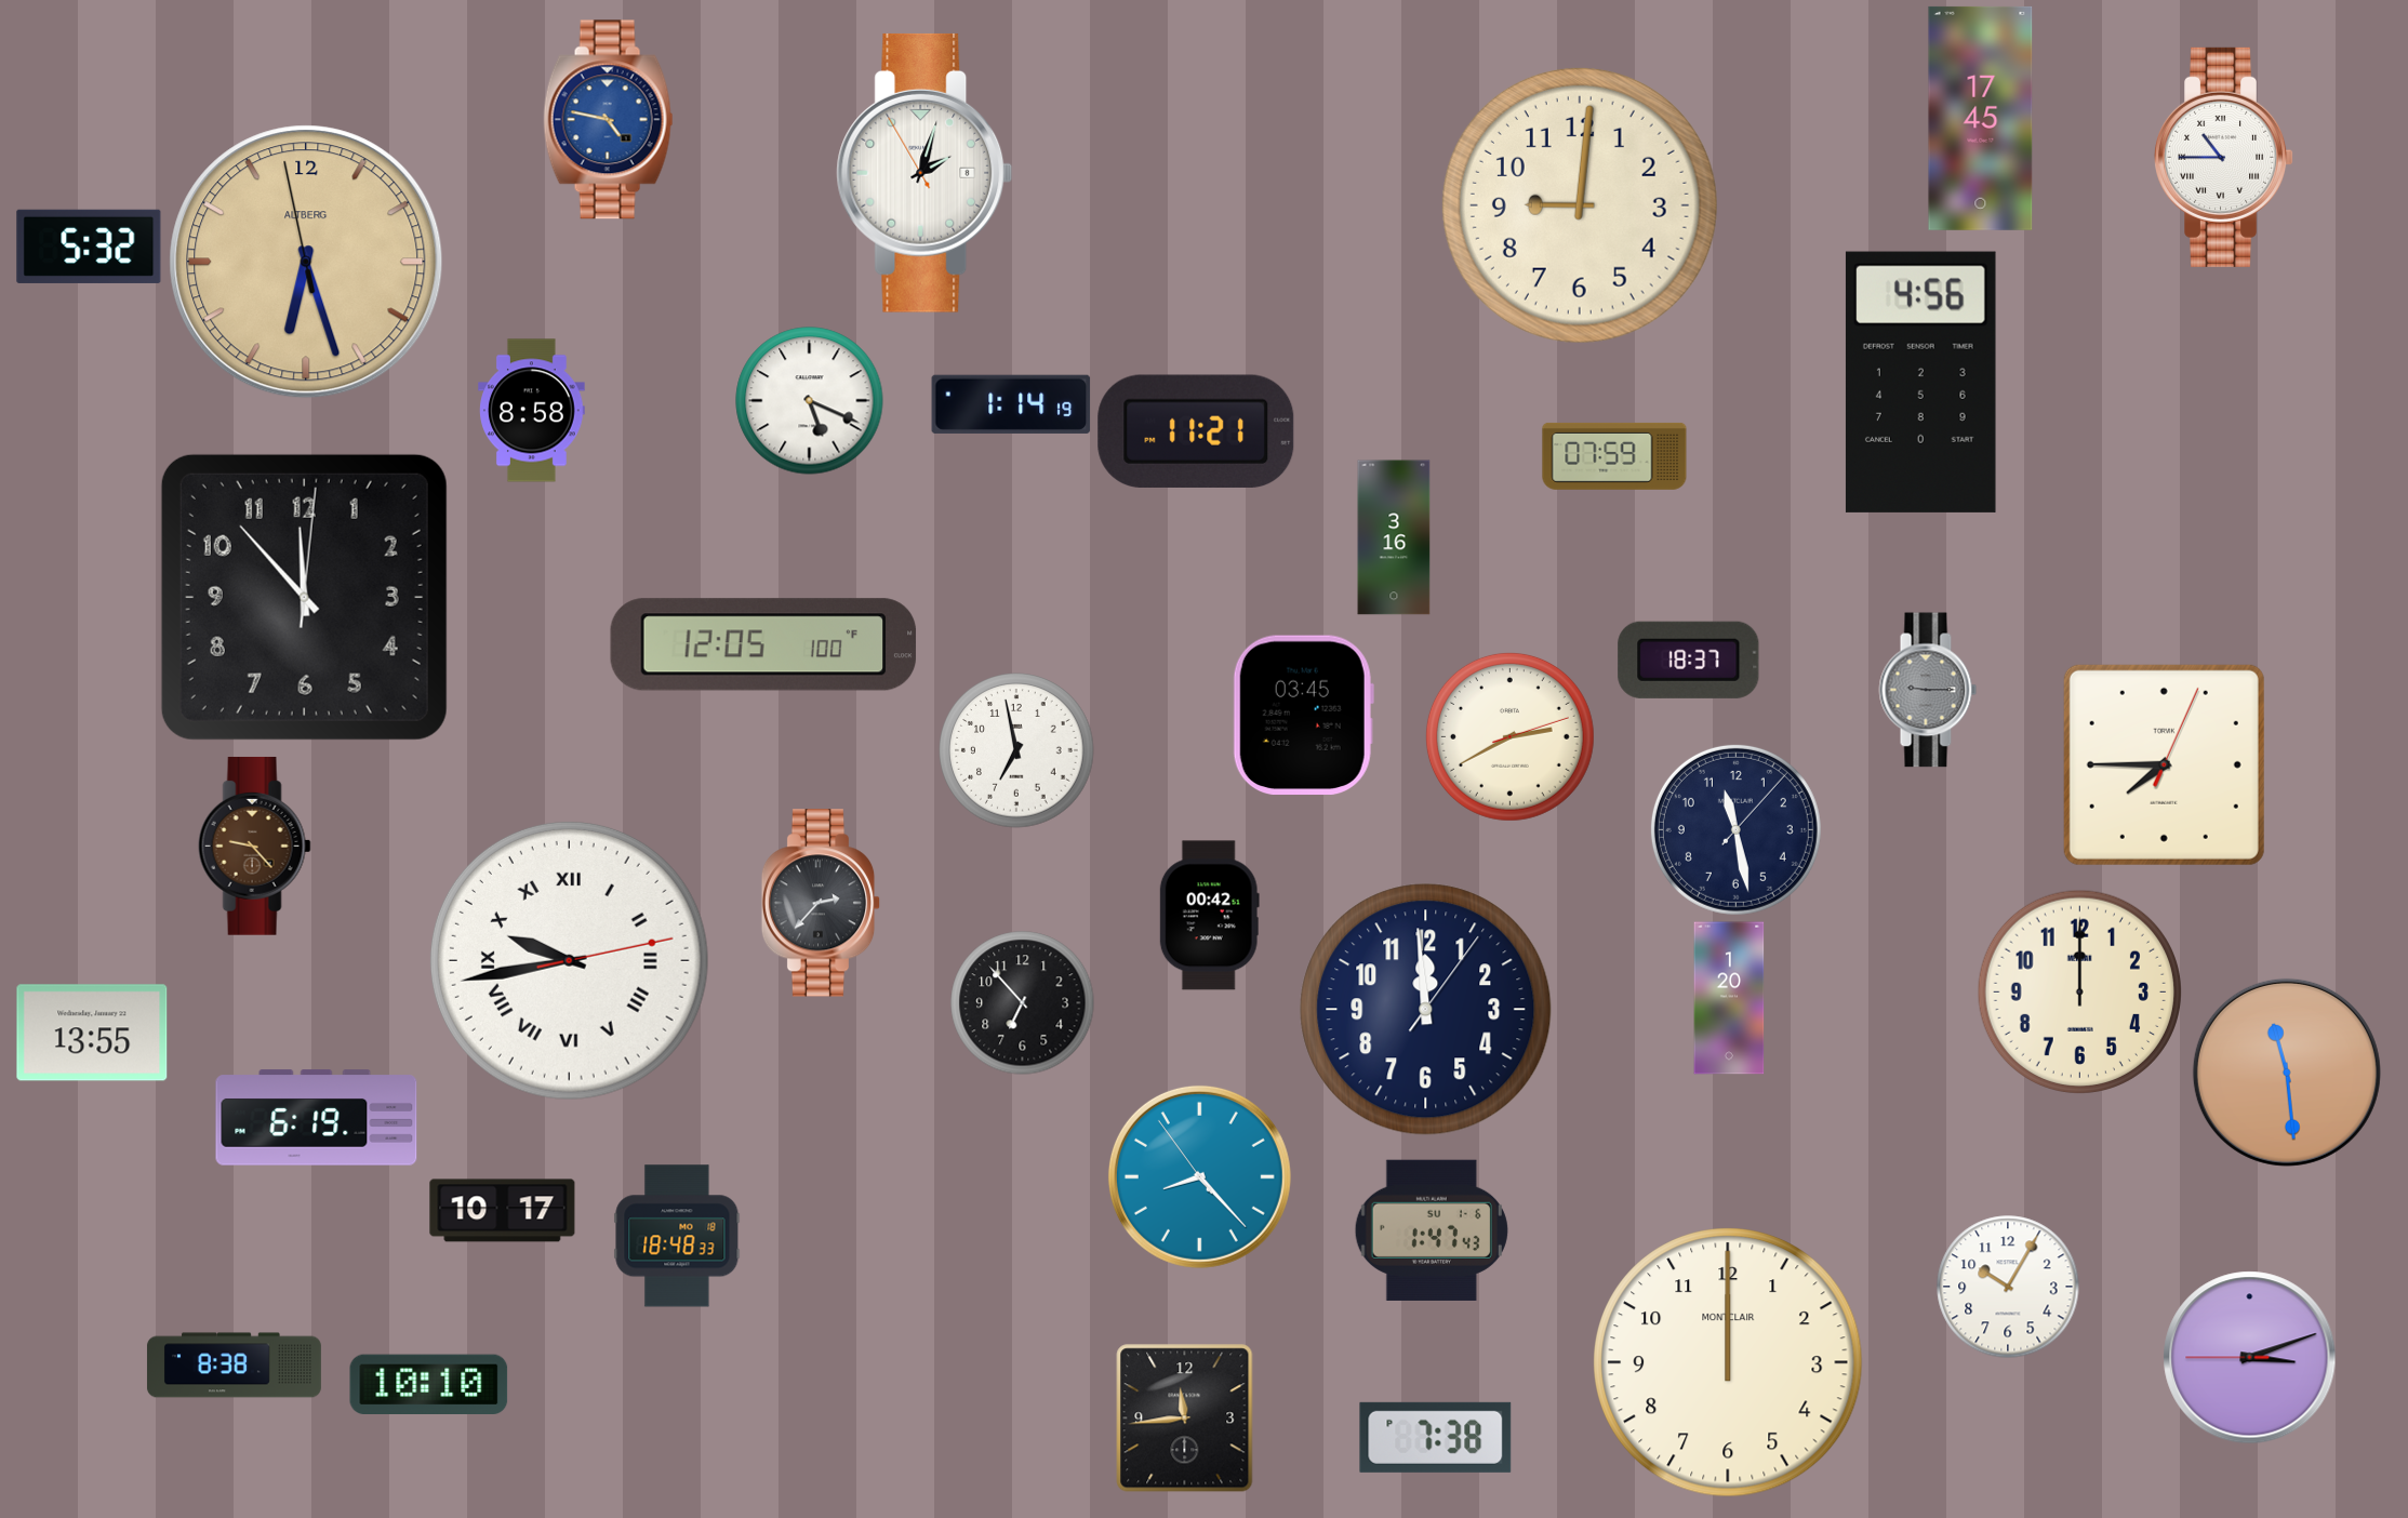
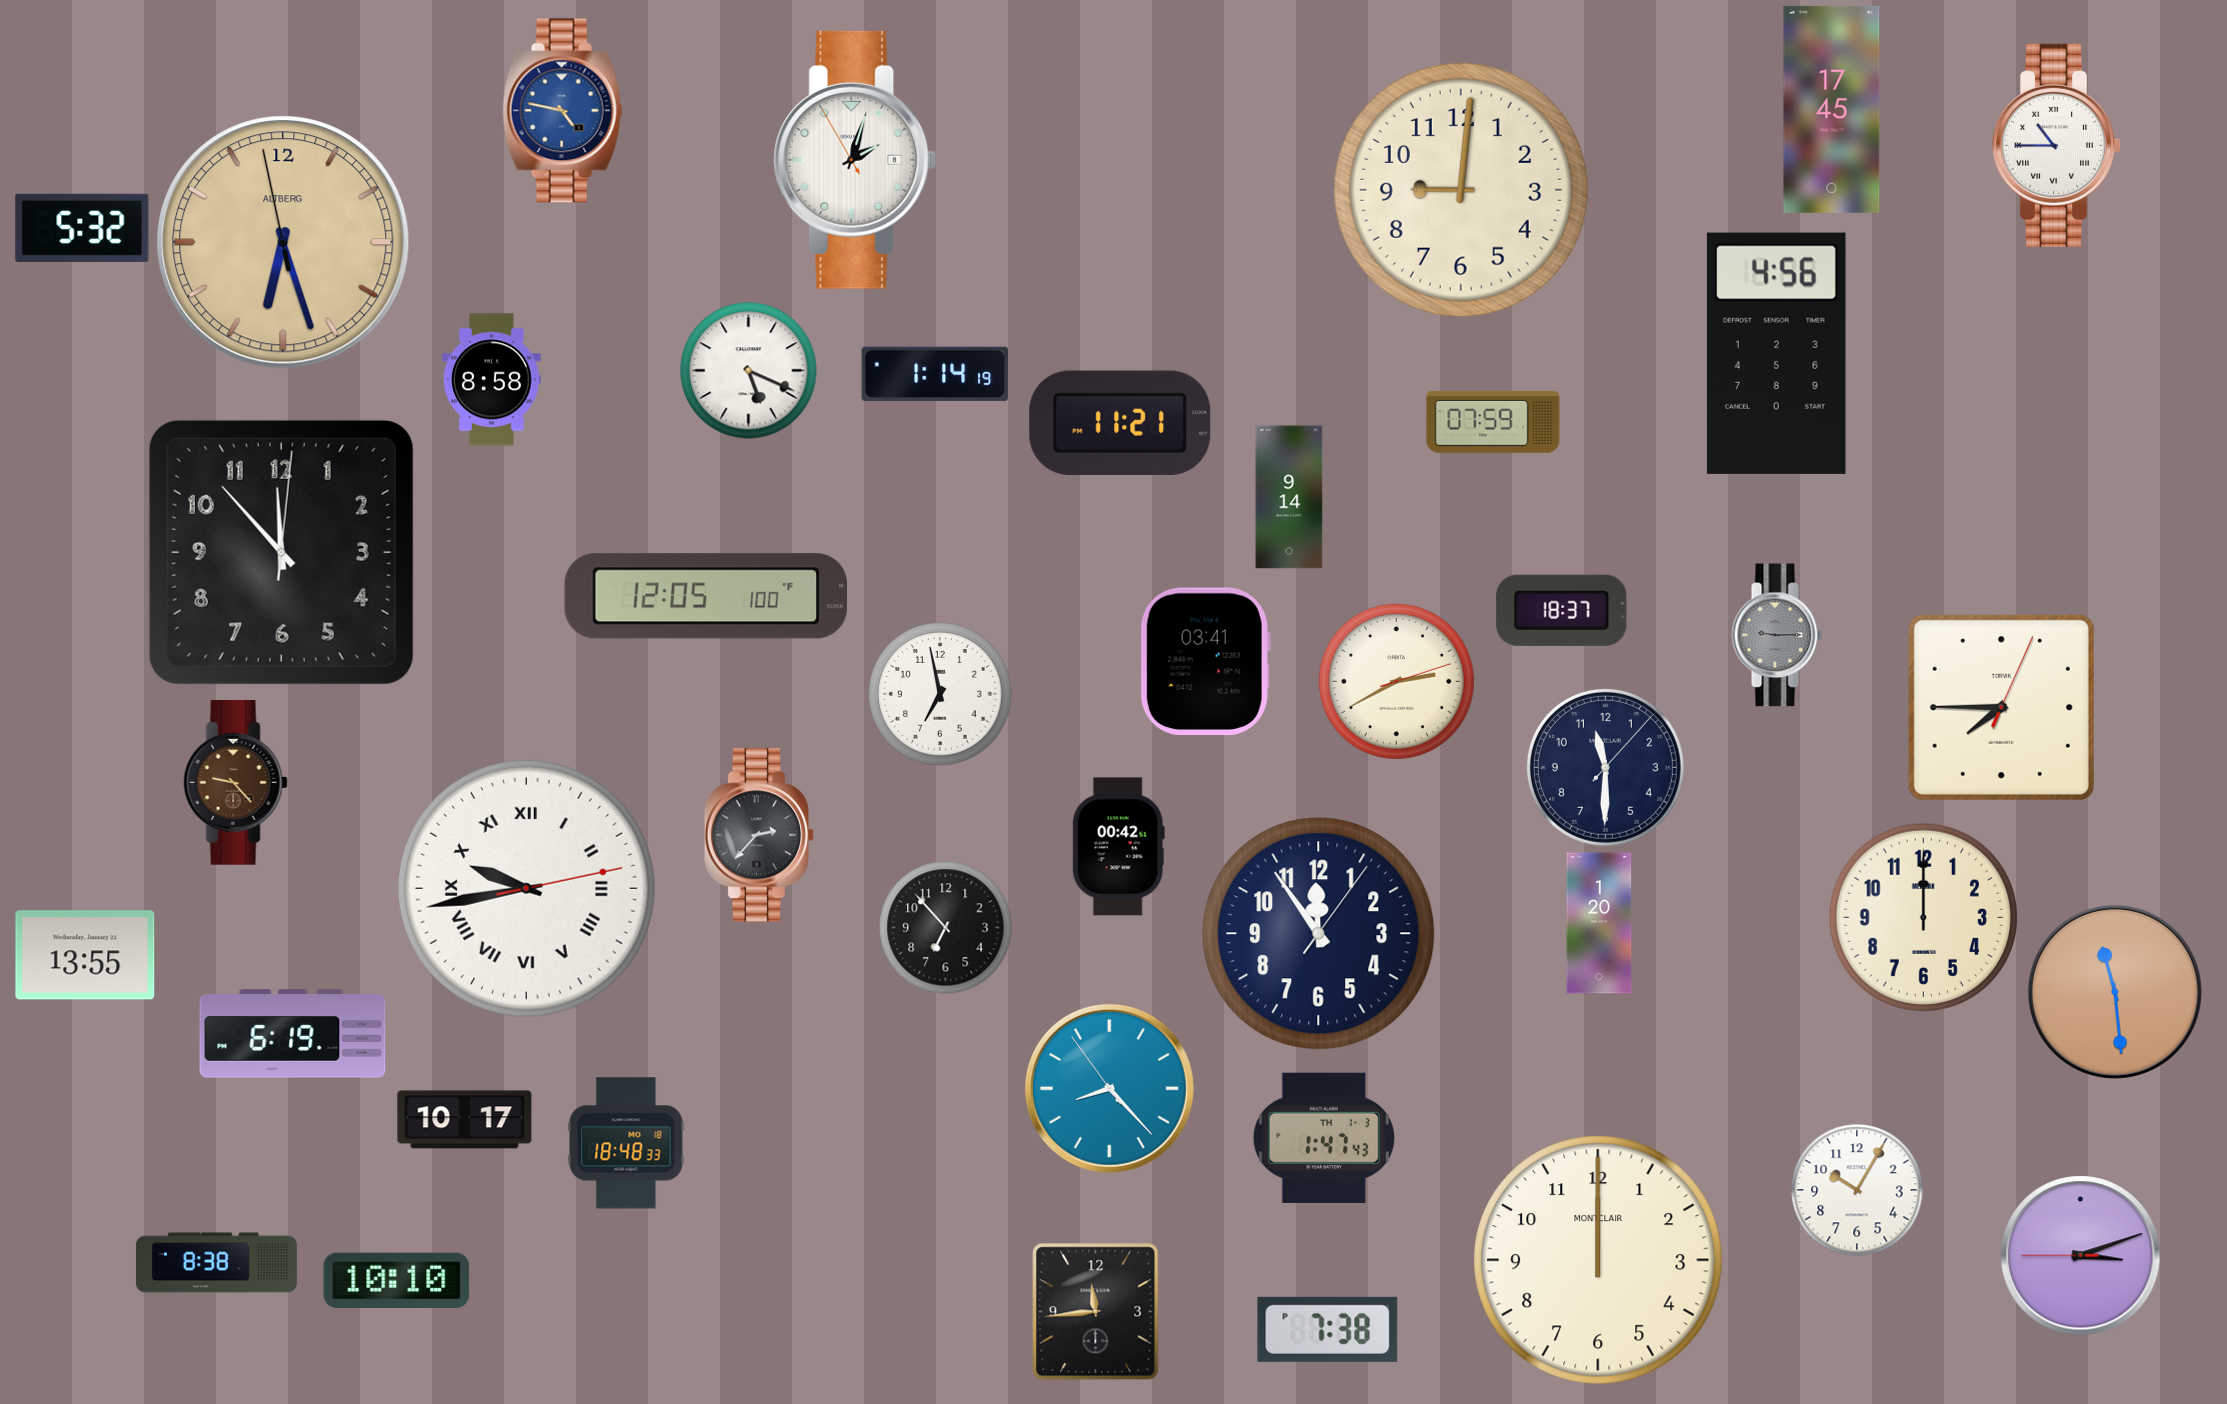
clock at (1196, 430) position: (1196, 430) -> (1120, 422)
clock at (1394, 537): 3:16 -> 9:14
clock at (1928, 690) position: (1928, 690) -> (1777, 635)
clock at (1303, 716): 03:45 -> 03:41
clock at (1735, 829): 11:28 -> 11:30
clock at (1426, 1010): 11:59 -> 11:54
clock at (1432, 1230) date: SU 1-6 -> TH 1-3
